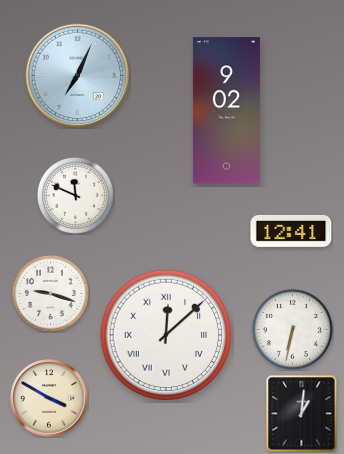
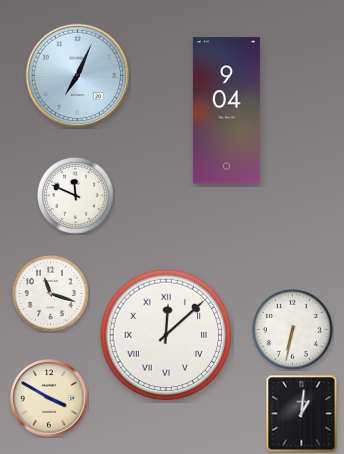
clock at (226, 111): 9:02 -> 9:04
clock at (291, 232): 12:41 -> none
clock at (51, 294): 9:18 -> 11:18
